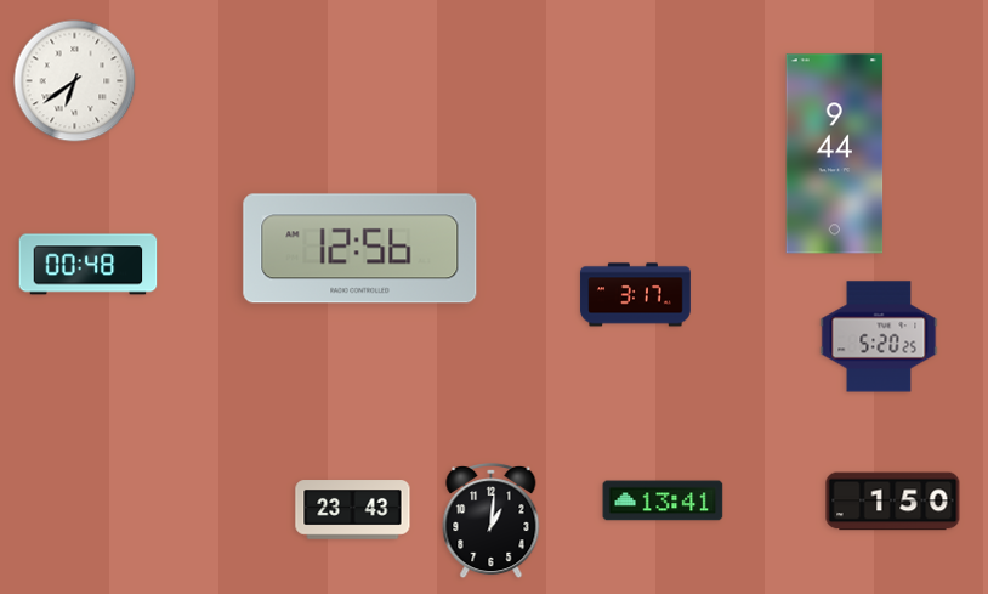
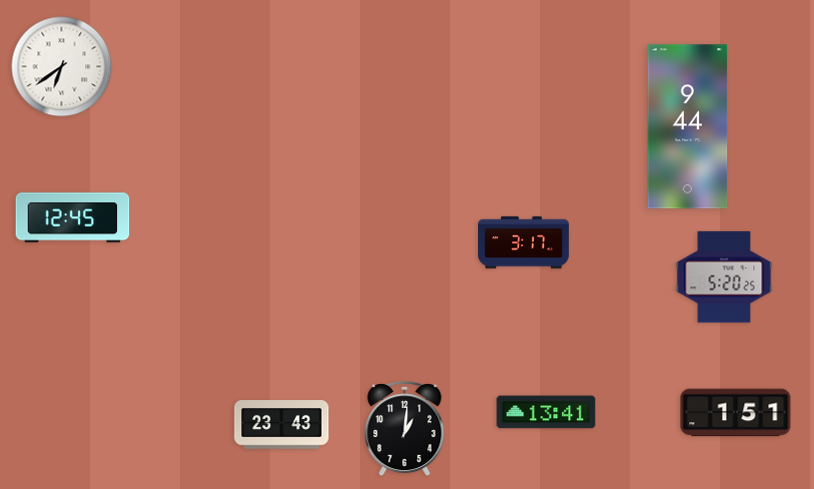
clock at (360, 249): 12:56 -> none
clock at (89, 265): 00:48 -> 12:45
clock at (893, 502): 1:50 -> 1:51
clock at (353, 510) position: (353, 510) -> (282, 425)
